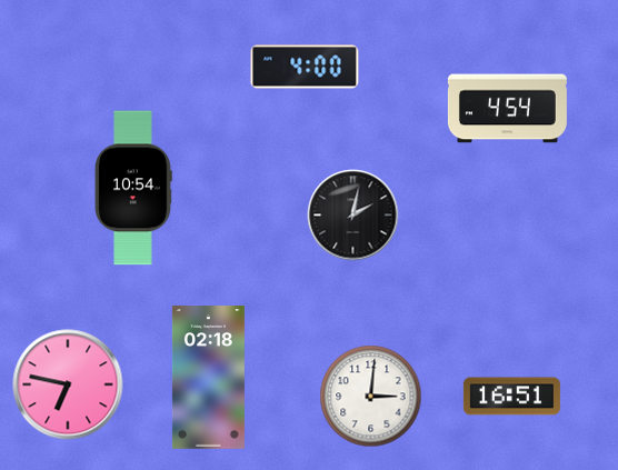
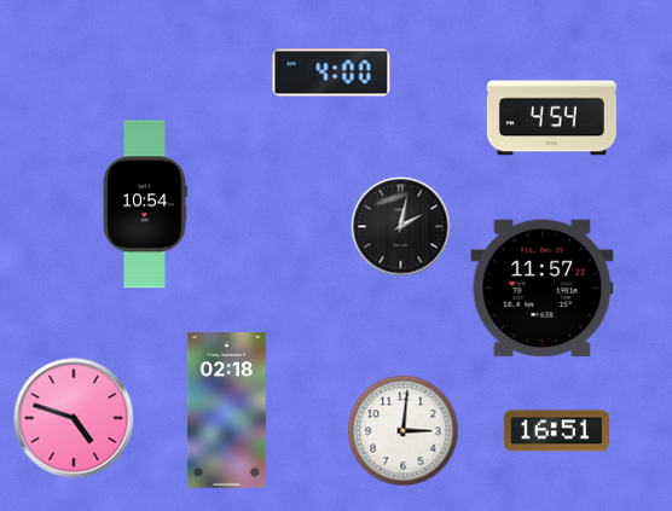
clock at (353, 216) position: (353, 216) -> (401, 227)
clock at (543, 289): none -> 11:57
clock at (68, 384): 6:47 -> 4:48
